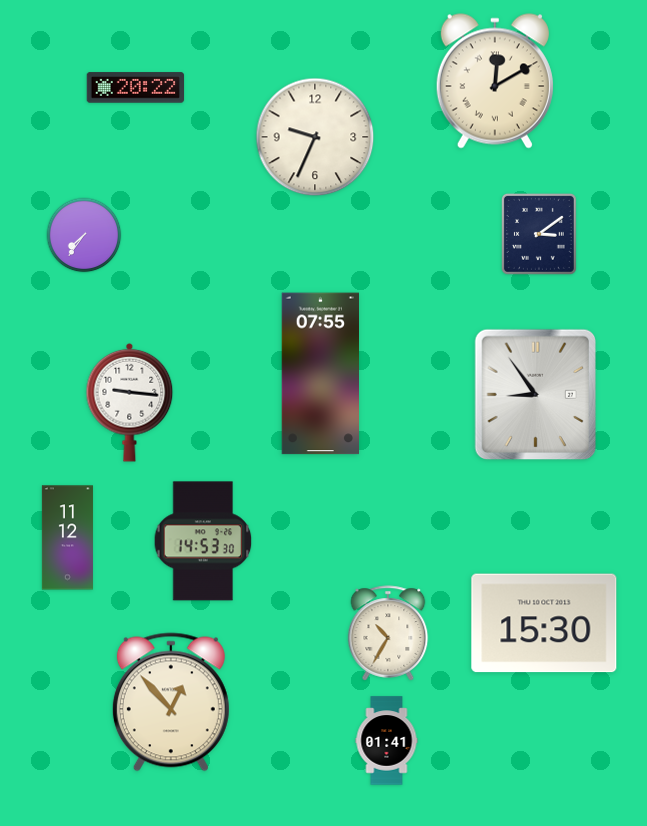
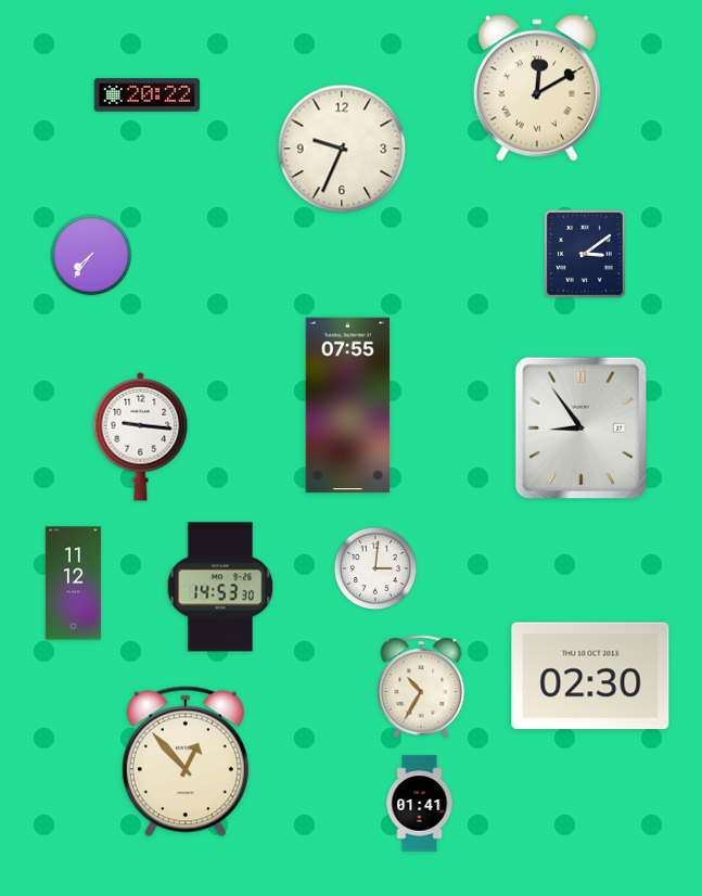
clock at (375, 568): none -> 3:01
clock at (544, 623): 15:30 -> 02:30
